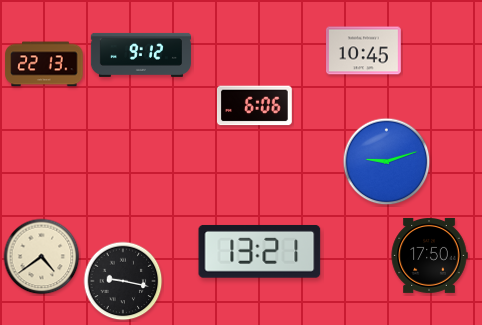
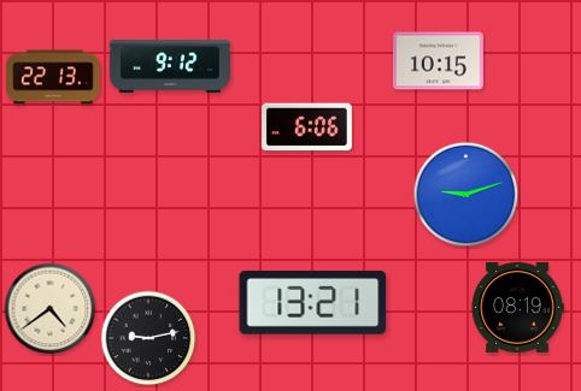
clock at (364, 51): 10:45 -> 10:15
clock at (429, 255): 17:50 -> 08:19
clock at (123, 281): 9:17 -> 9:13
